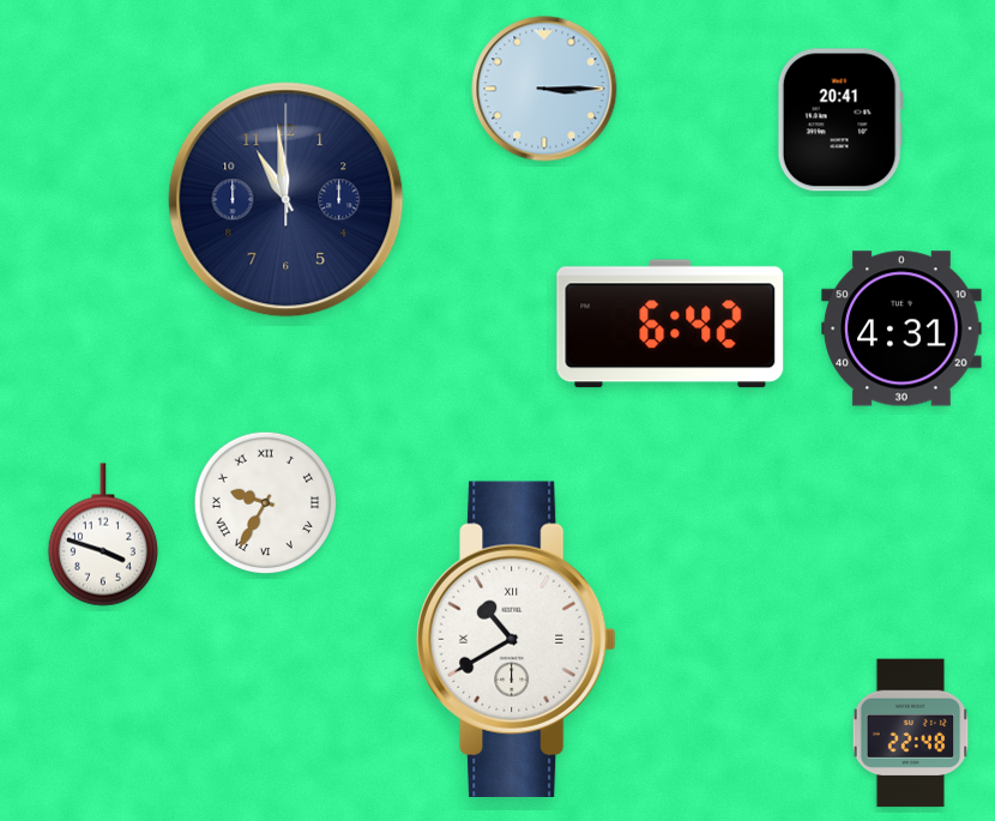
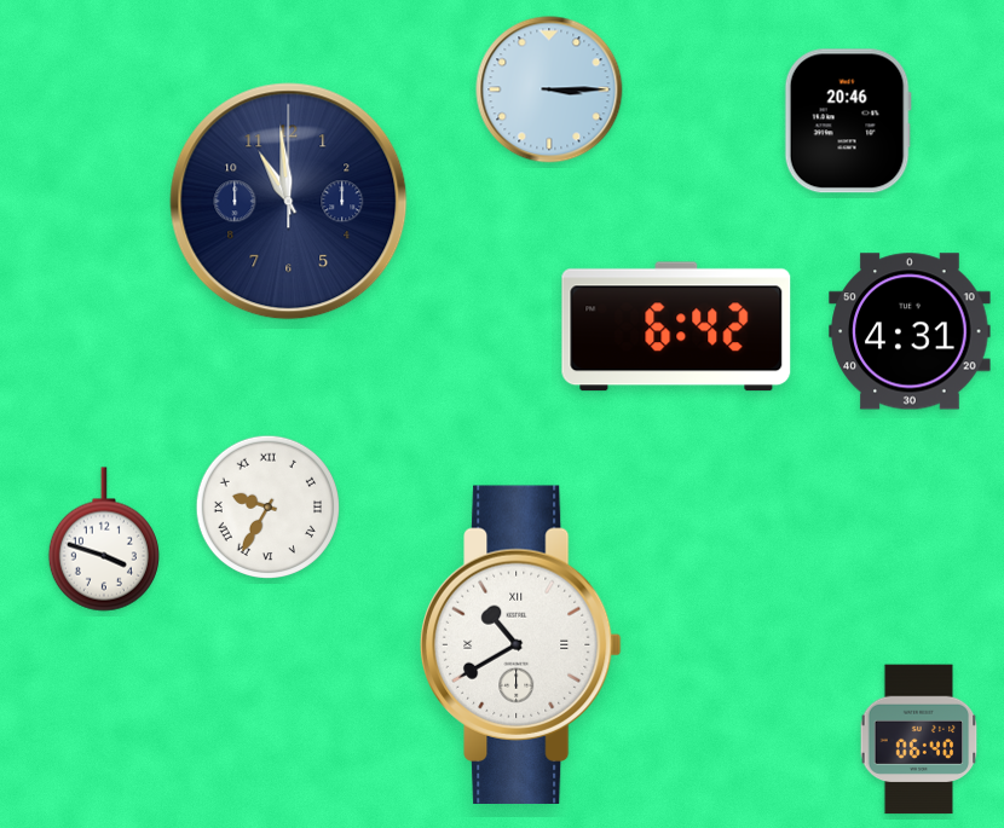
clock at (840, 120): 20:41 -> 20:46
clock at (911, 734): 22:48 -> 06:40
